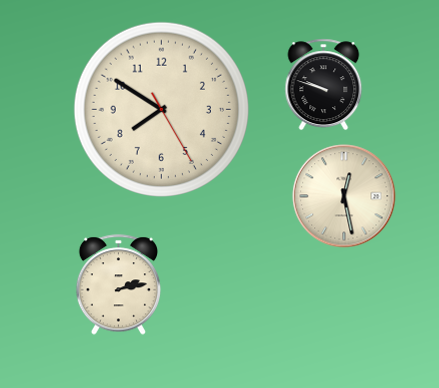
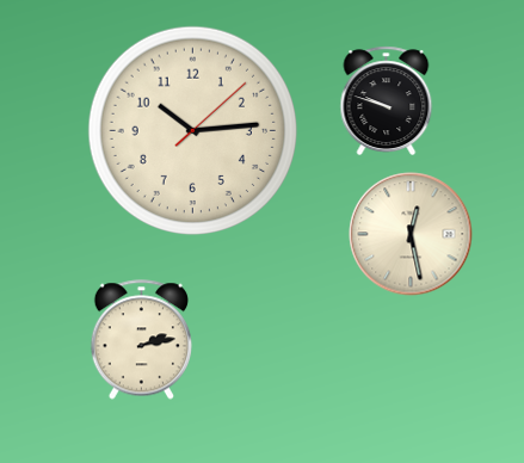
clock at (162, 110): 7:50 -> 10:14
